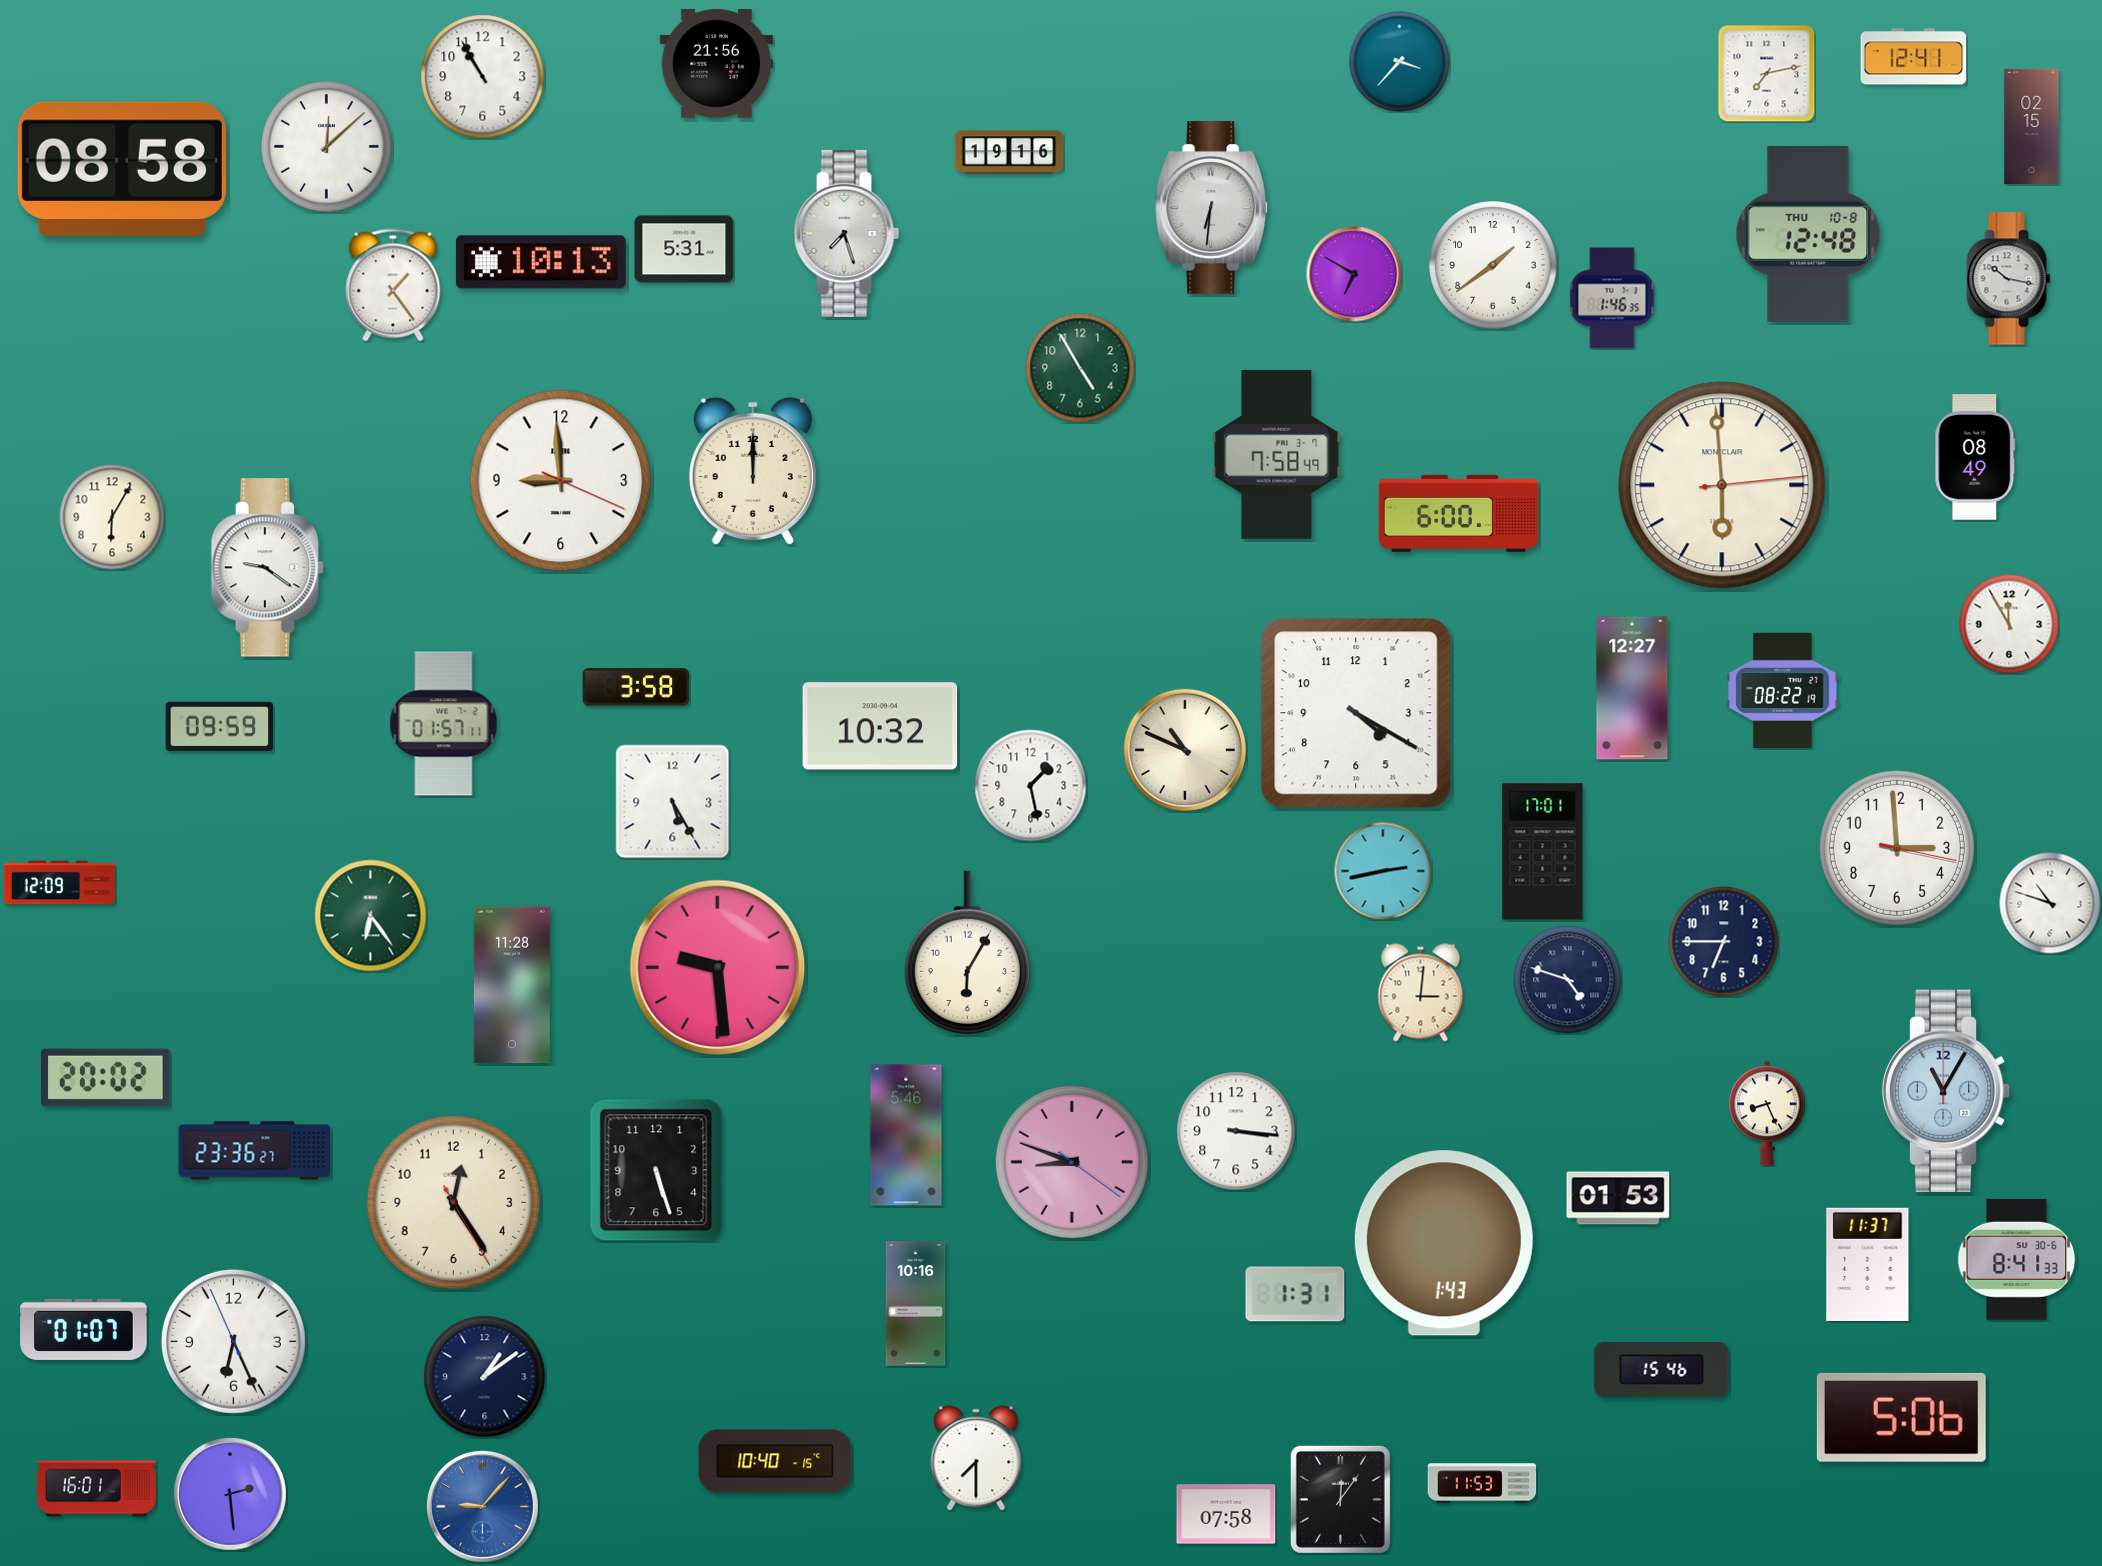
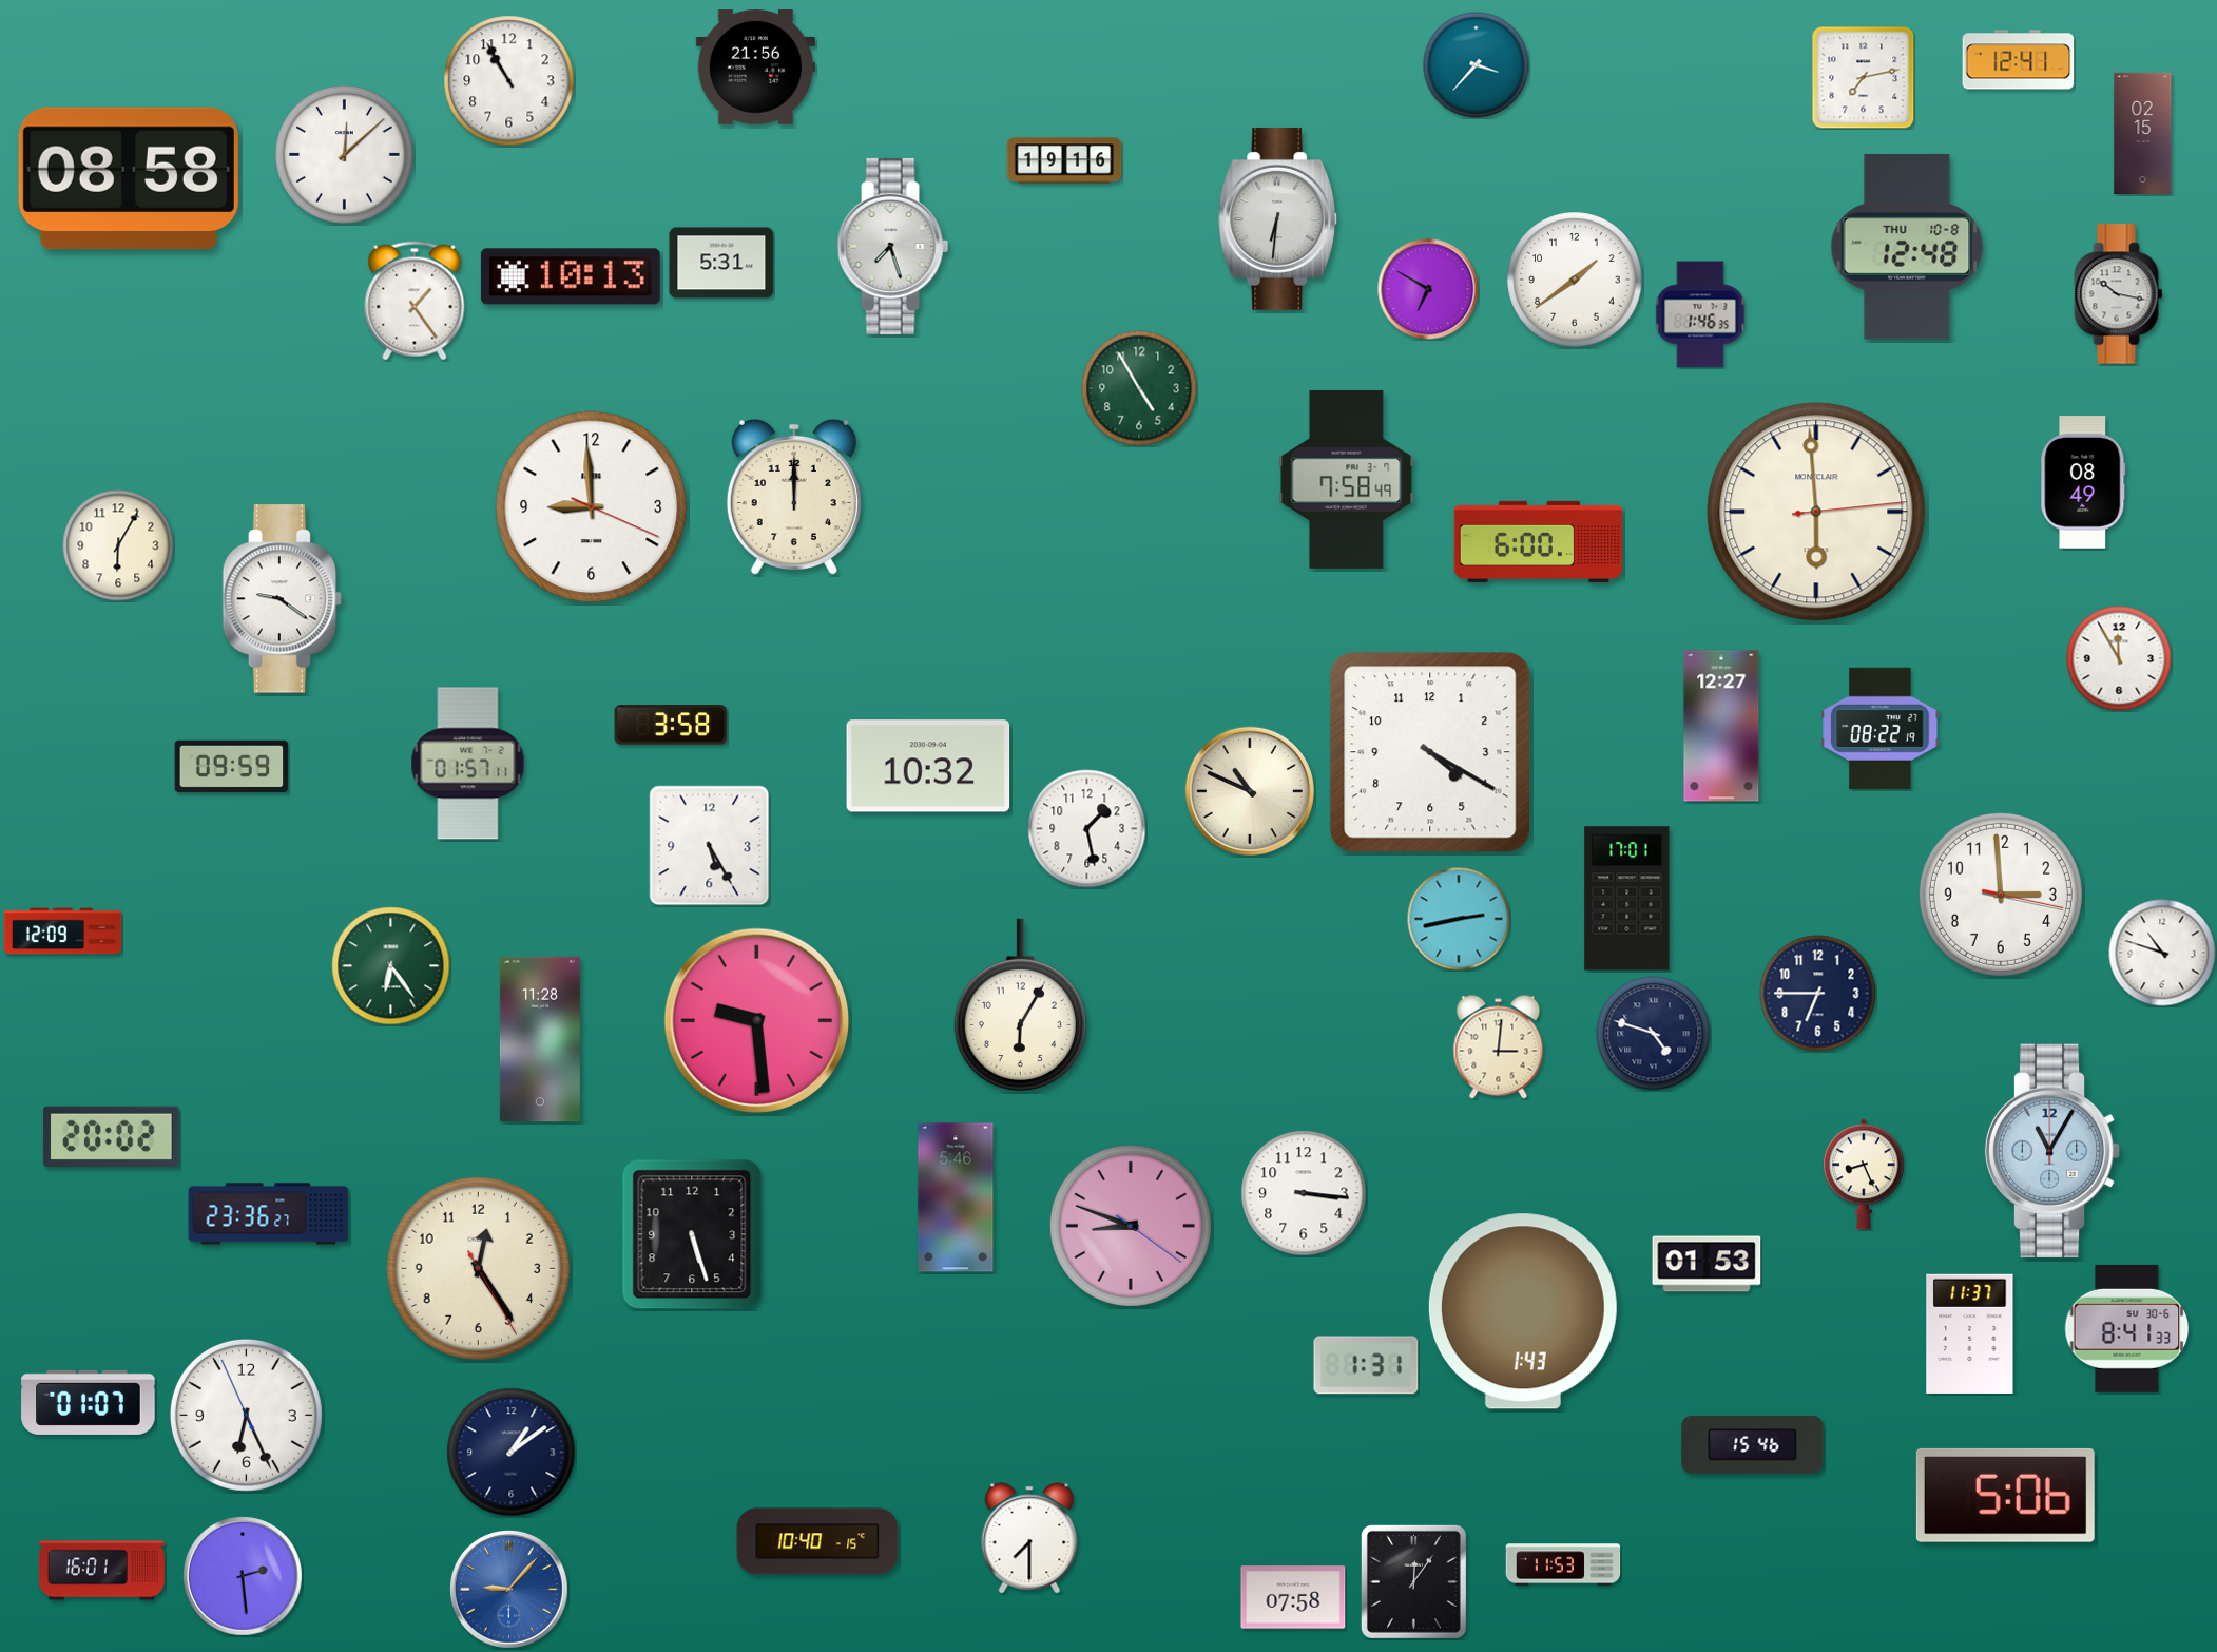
clock at (916, 1304): 10:16 -> none
